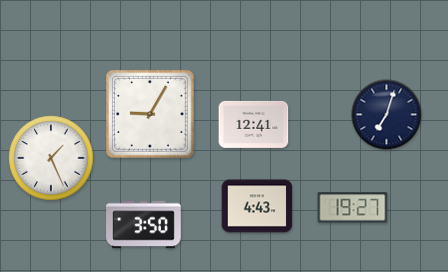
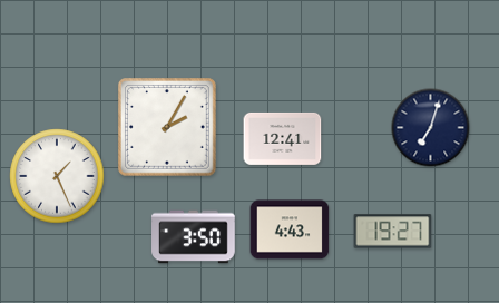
clock at (151, 115): 9:05 -> 2:05
clock at (257, 206) position: (257, 206) -> (290, 229)
clock at (144, 225) position: (144, 225) -> (194, 237)
